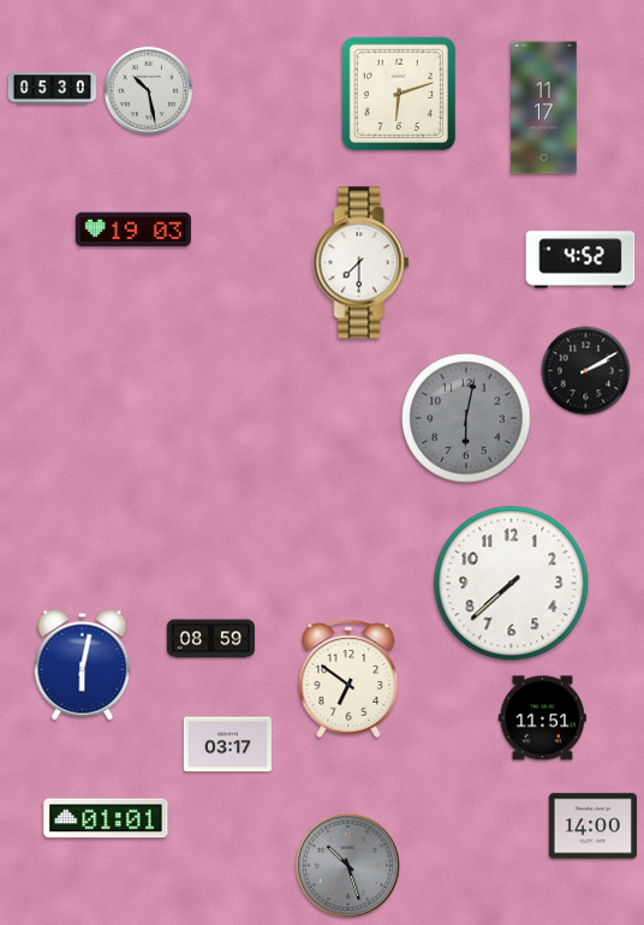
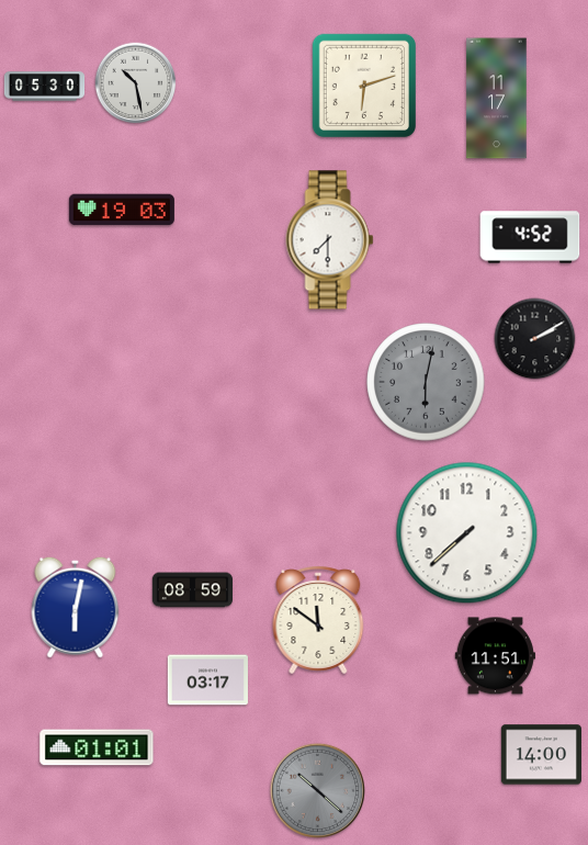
clock at (53, 89) position: (53, 89) -> (45, 87)
clock at (210, 639) position: (210, 639) -> (192, 590)
clock at (348, 679): 6:51 -> 11:51
clock at (348, 866): 10:27 -> 10:22
